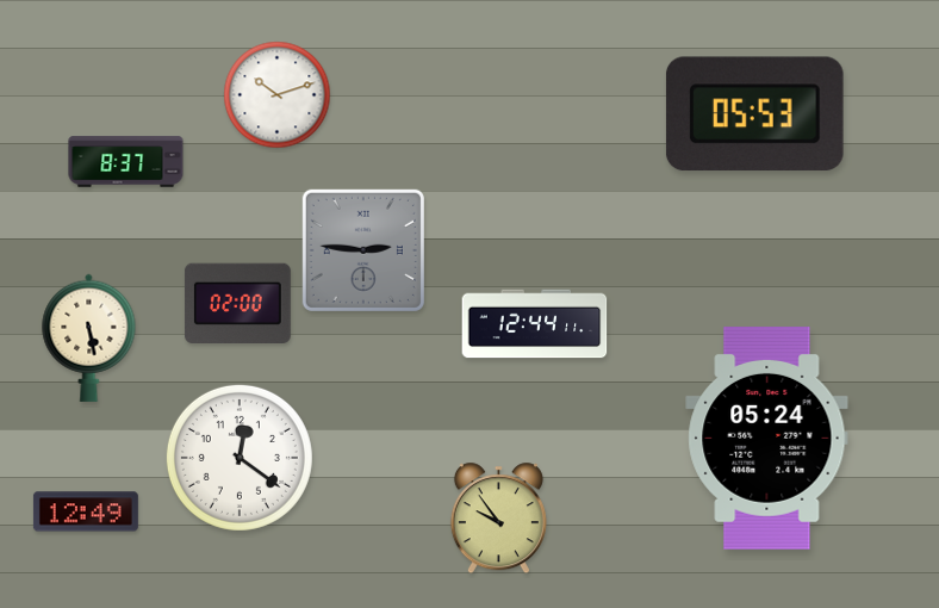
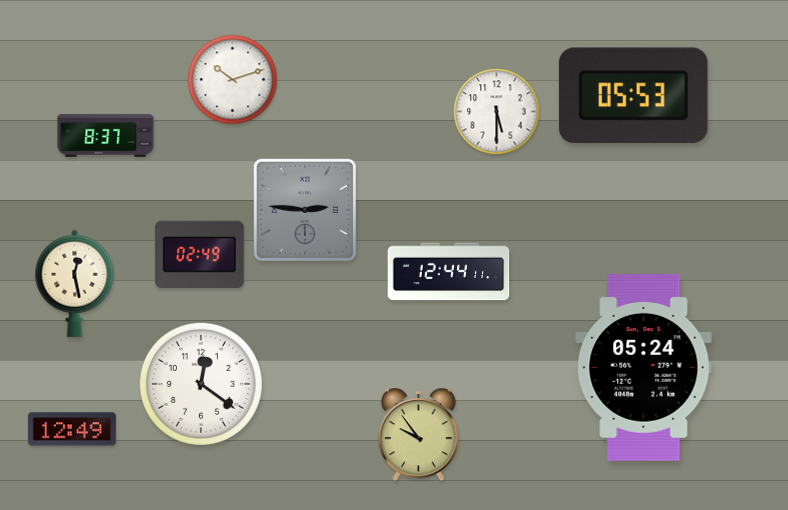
clock at (497, 112): none -> 5:30
clock at (237, 303): 02:00 -> 02:49
clock at (89, 337): 5:28 -> 12:28
